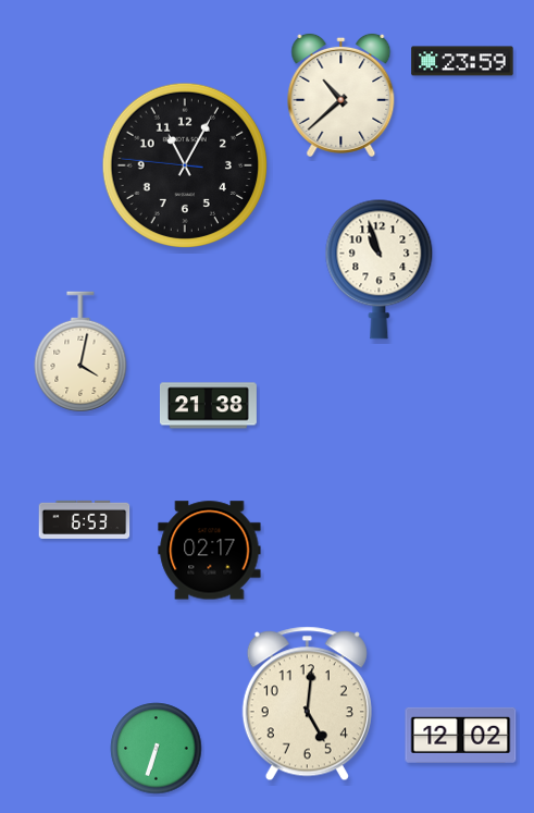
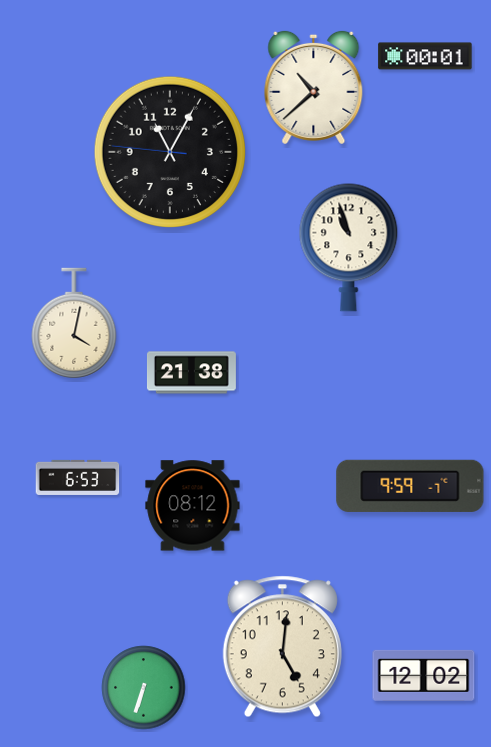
clock at (462, 61): 23:59 -> 00:01
clock at (410, 486): none -> 9:59
clock at (210, 551): 02:17 -> 08:12
